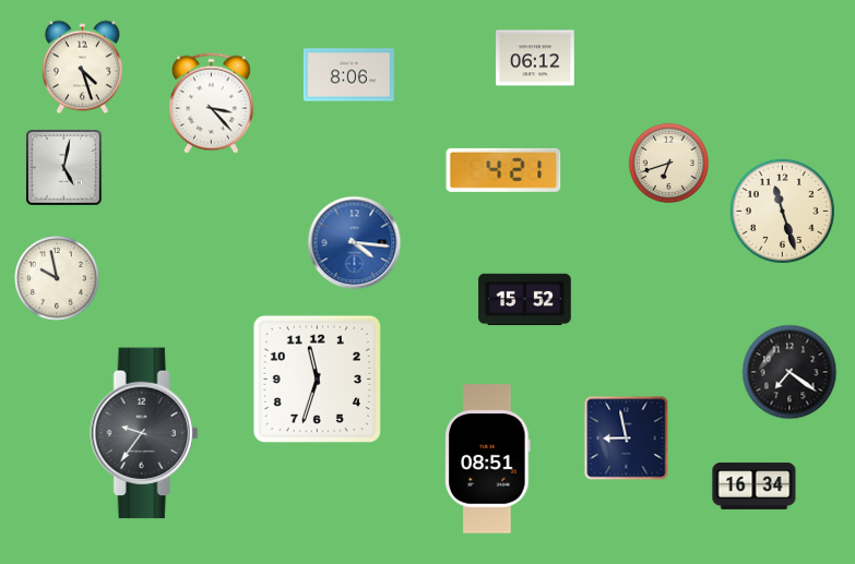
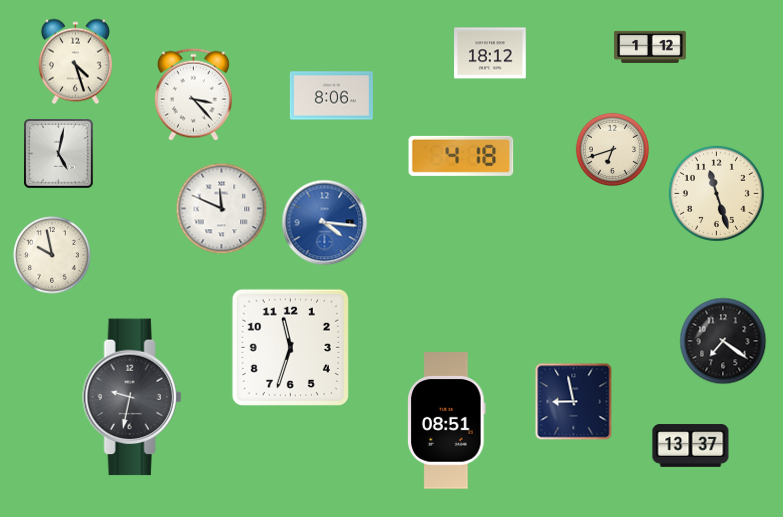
clock at (650, 47): none -> 1:12
clock at (535, 58): 06:12 -> 18:12
clock at (348, 75) position: (348, 75) -> (331, 96)
clock at (503, 170): 4:21 -> 4:18
clock at (222, 209): none -> 11:49
clock at (525, 299): 15:52 -> none
clock at (144, 433): 9:36 -> 9:32
clock at (755, 487): 16:34 -> 13:37
